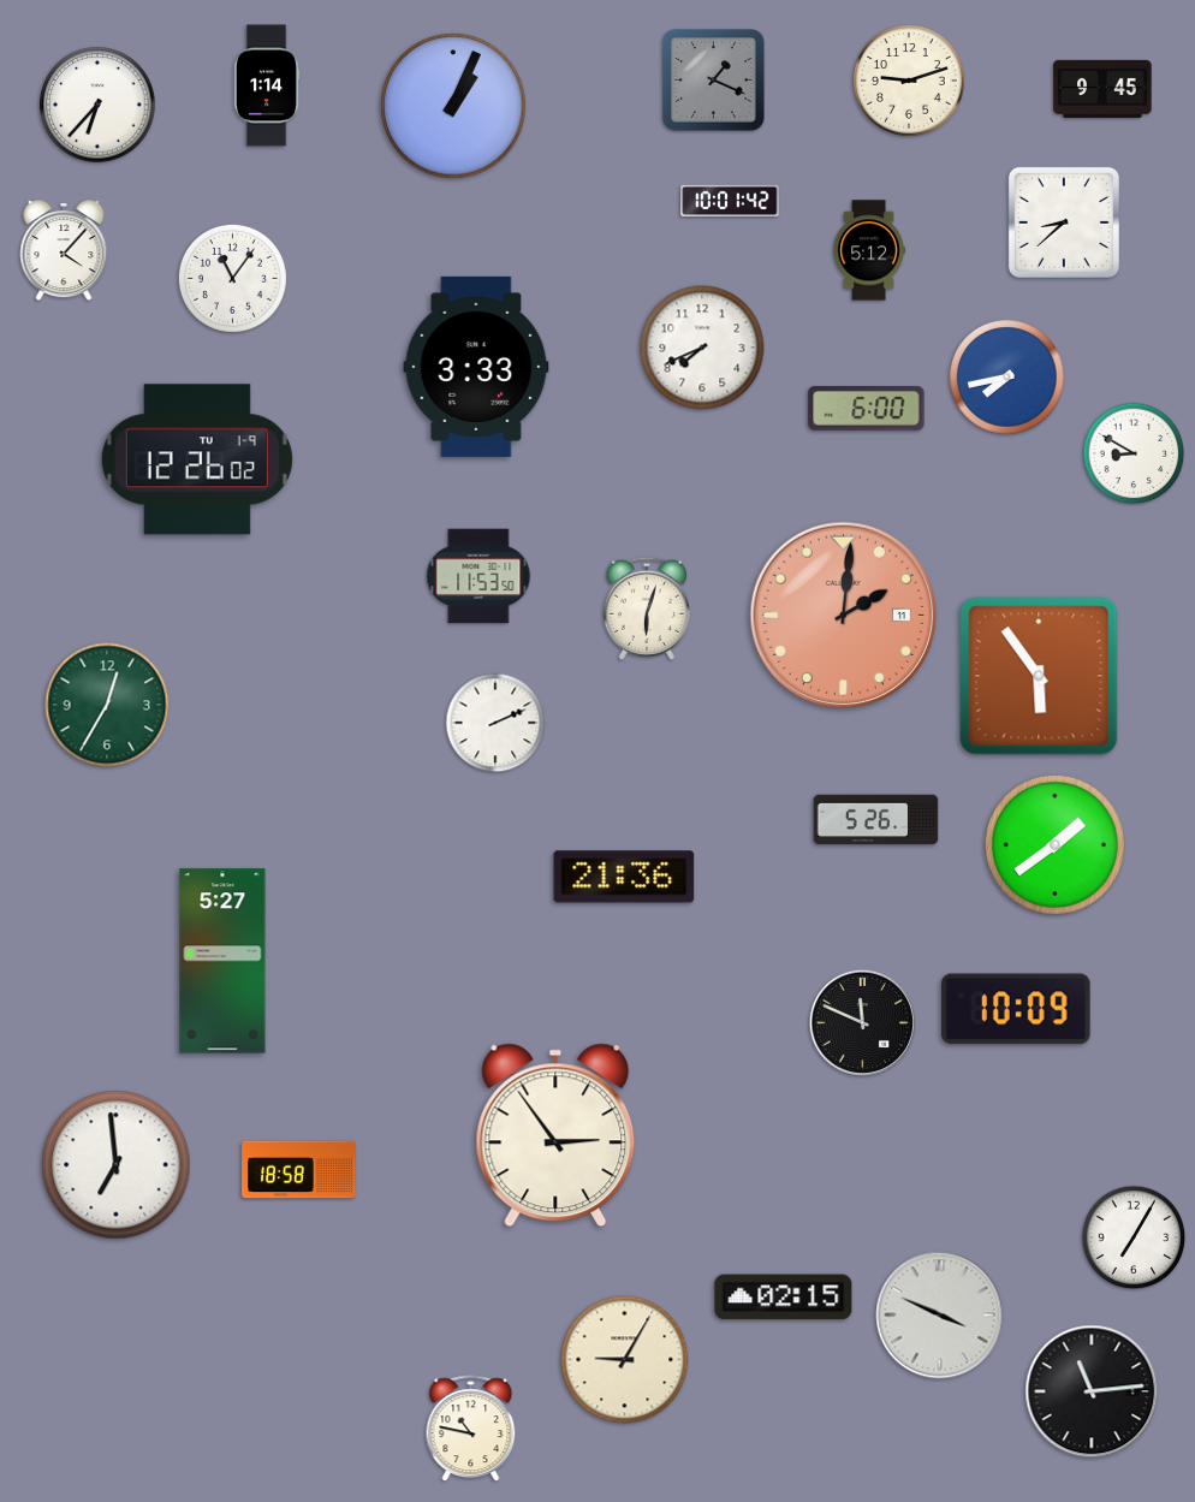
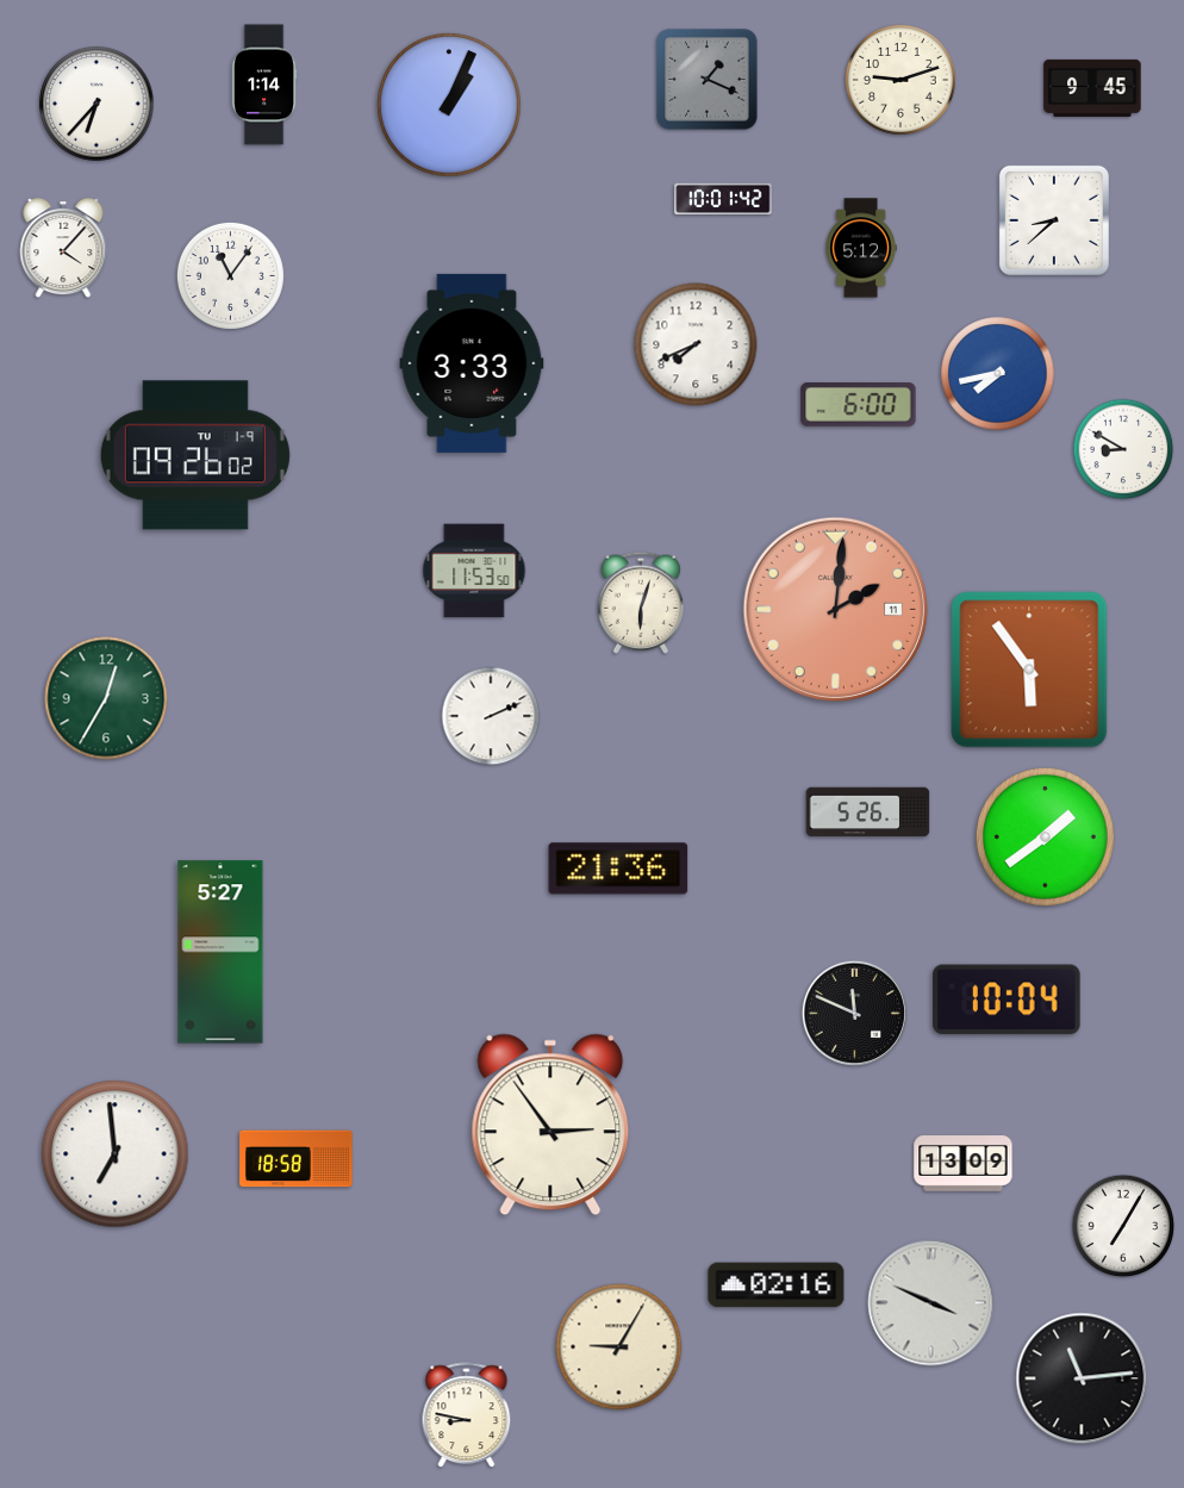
clock at (197, 459): 12:26 -> 09:26
clock at (1017, 1009): 10:09 -> 10:04
clock at (964, 1164): none -> 13:09
clock at (784, 1298): 02:15 -> 02:16
clock at (471, 1429): 10:47 -> 8:47
